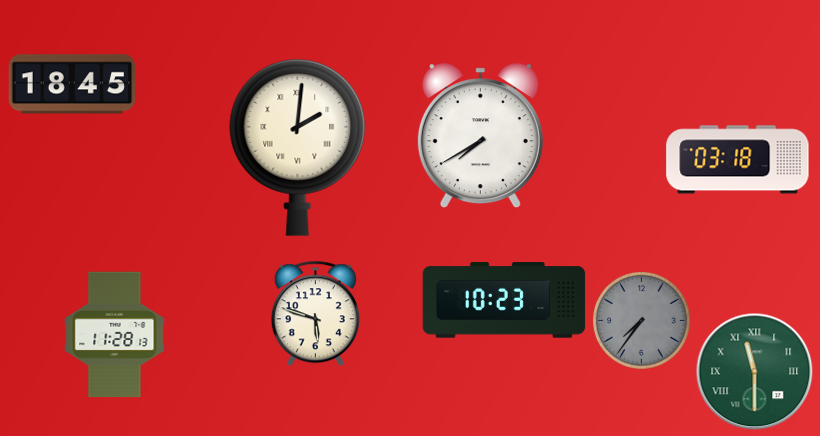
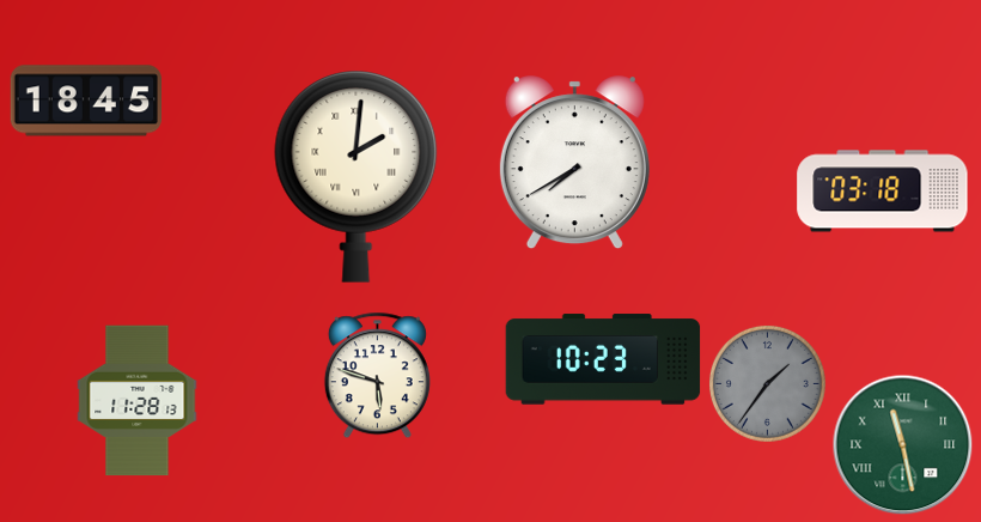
clock at (641, 320): 7:36 -> 1:36
clock at (755, 372): 11:30 -> 11:28
